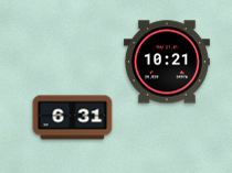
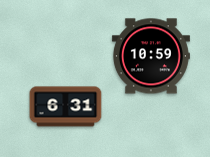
clock at (167, 62): 10:21 -> 10:59
